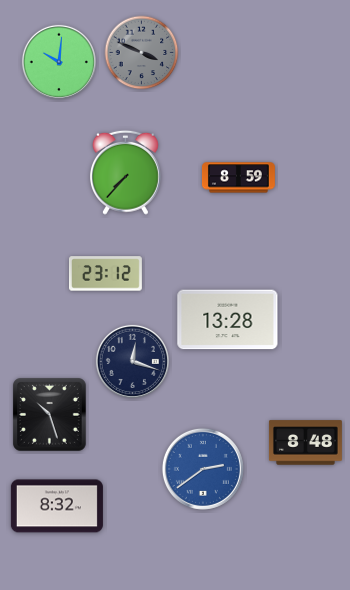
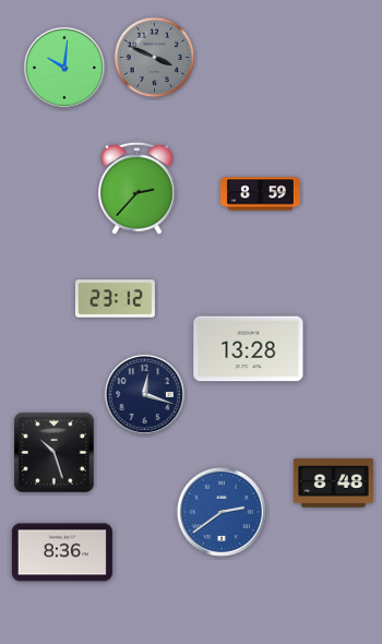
clock at (125, 172): 7:37 -> 2:37
clock at (57, 506): 8:32 -> 8:36
